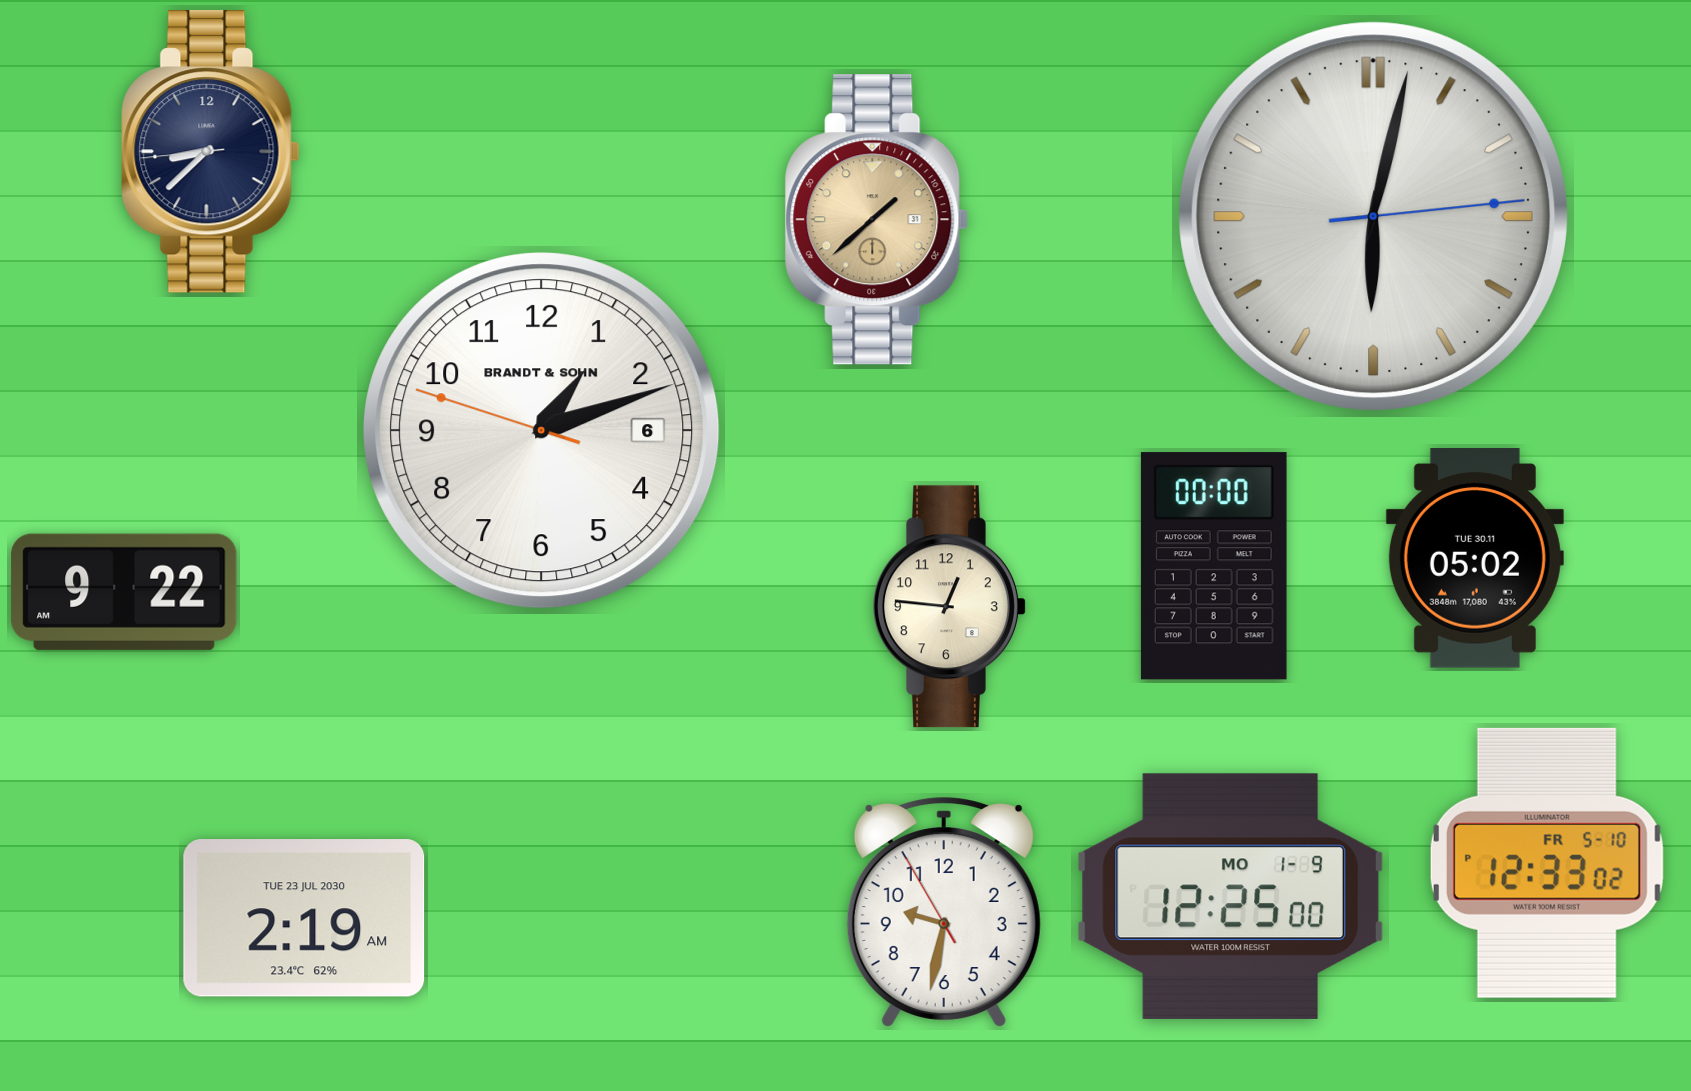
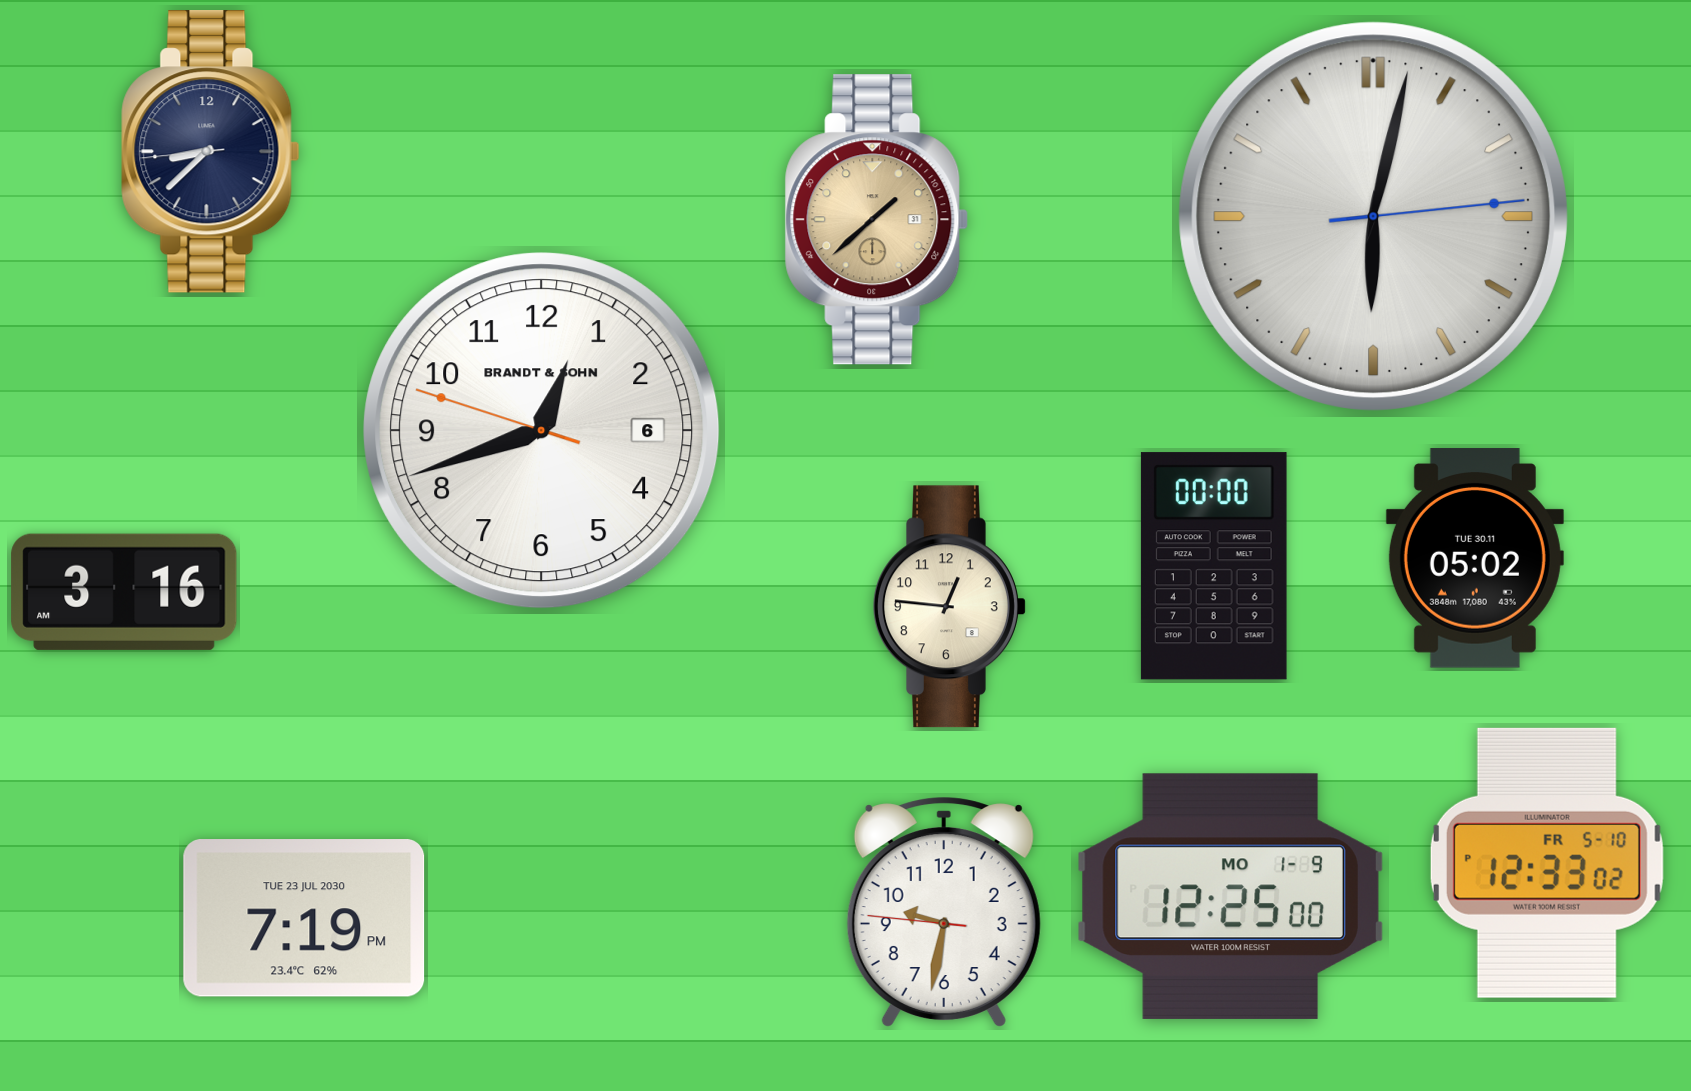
clock at (542, 431): 1:11 -> 12:41
clock at (124, 592): 9:22 -> 3:16
clock at (944, 912): 9:31:55 -> 9:31:46
clock at (304, 918): 2:19 -> 7:19
